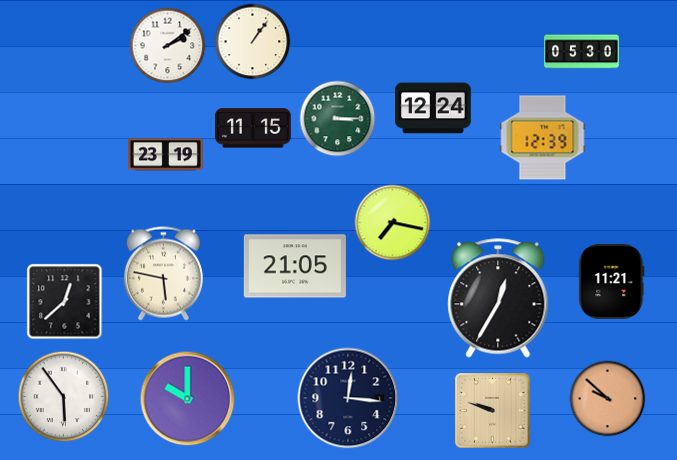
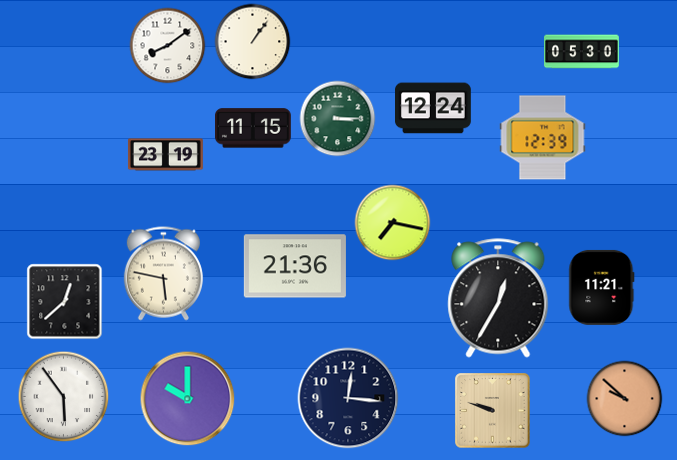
clock at (168, 46): 2:09 -> 8:09
clock at (295, 266): 21:05 -> 21:36
clock at (612, 281) position: (612, 281) -> (602, 287)
clock at (608, 399) position: (608, 399) -> (625, 399)
